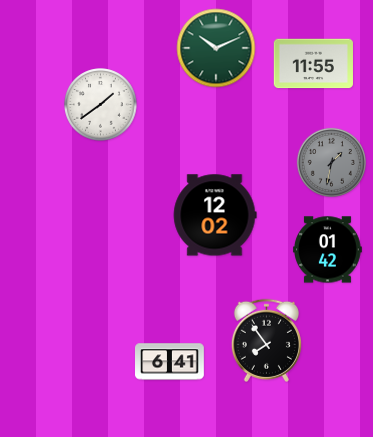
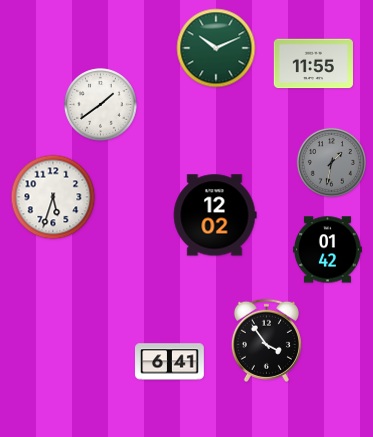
clock at (53, 197): none -> 5:33
clock at (266, 340): 7:54 -> 3:54
